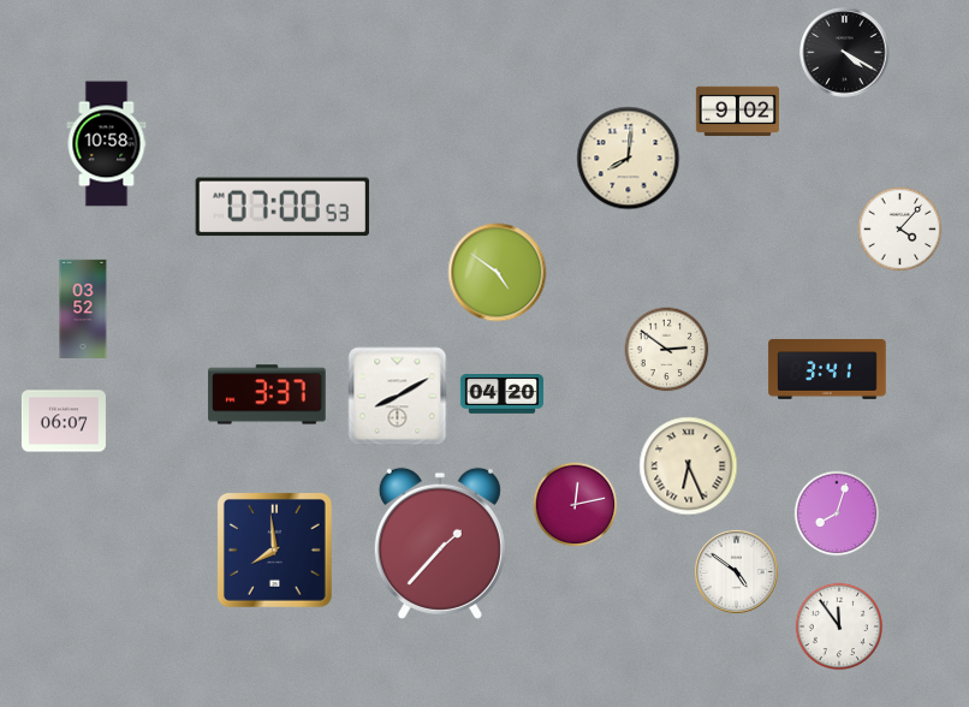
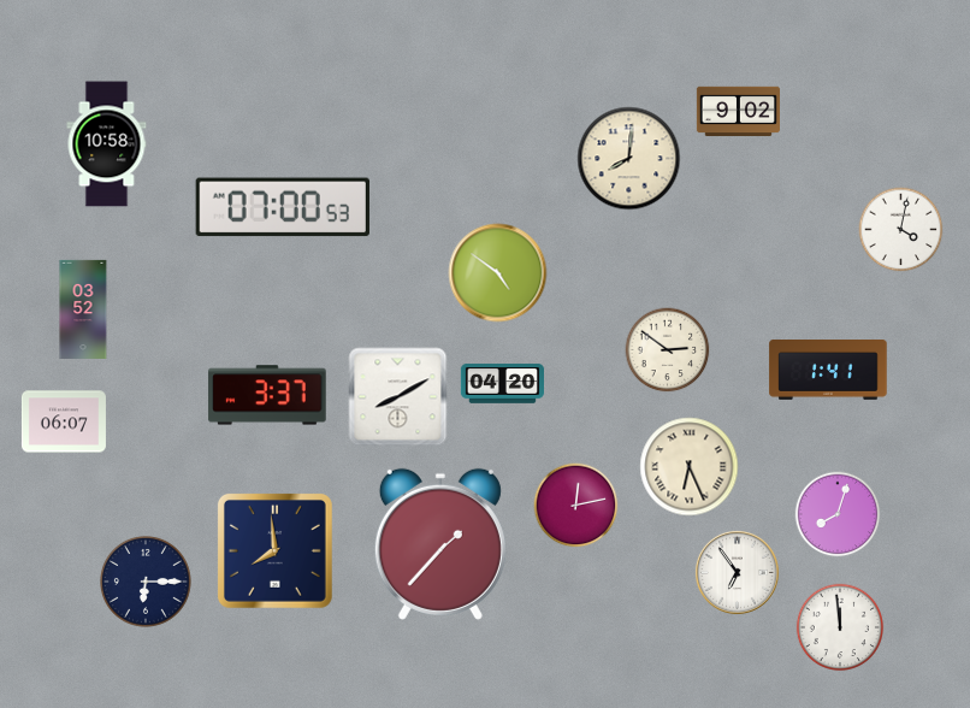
clock at (845, 53): 4:20 -> none
clock at (900, 230): 4:07 -> 4:02
clock at (827, 370): 3:41 -> 1:41
clock at (501, 394) position: (501, 394) -> (502, 384)
clock at (736, 571): 4:51 -> 6:54
clock at (147, 583): none -> 6:15
clock at (839, 626): 11:54 -> 11:59
